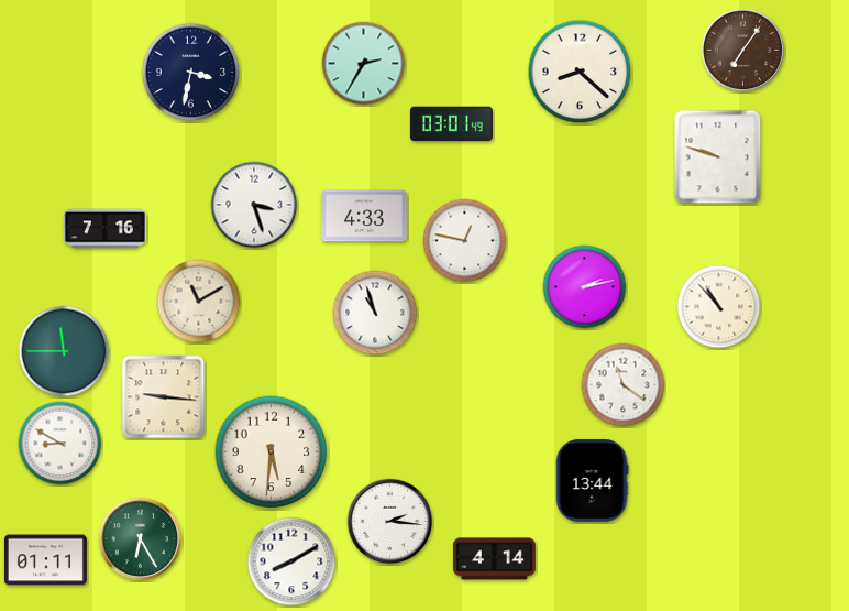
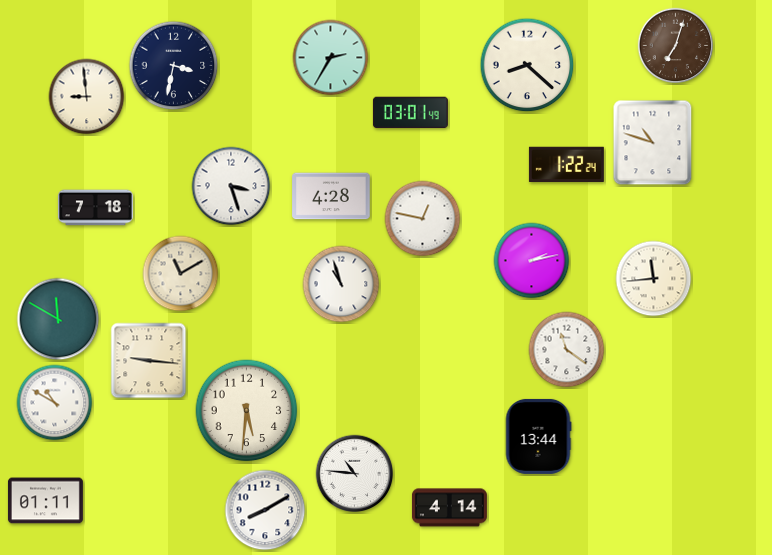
clock at (743, 51): 7:06 -> 7:03
clock at (87, 97): none -> 8:59
clock at (718, 157): 9:48 -> 10:48
clock at (566, 164): none -> 1:22
clock at (364, 216): 4:33 -> 4:28
clock at (104, 229): 7:16 -> 7:18
clock at (719, 307): 10:53 -> 11:44
clock at (64, 351): 11:45 -> 11:50
clock at (60, 444): 8:50 -> 10:50
clock at (390, 522): 2:16 -> 10:46
clock at (141, 539): 6:25 -> none
clock at (45, 560) position: (45, 560) -> (45, 501)
